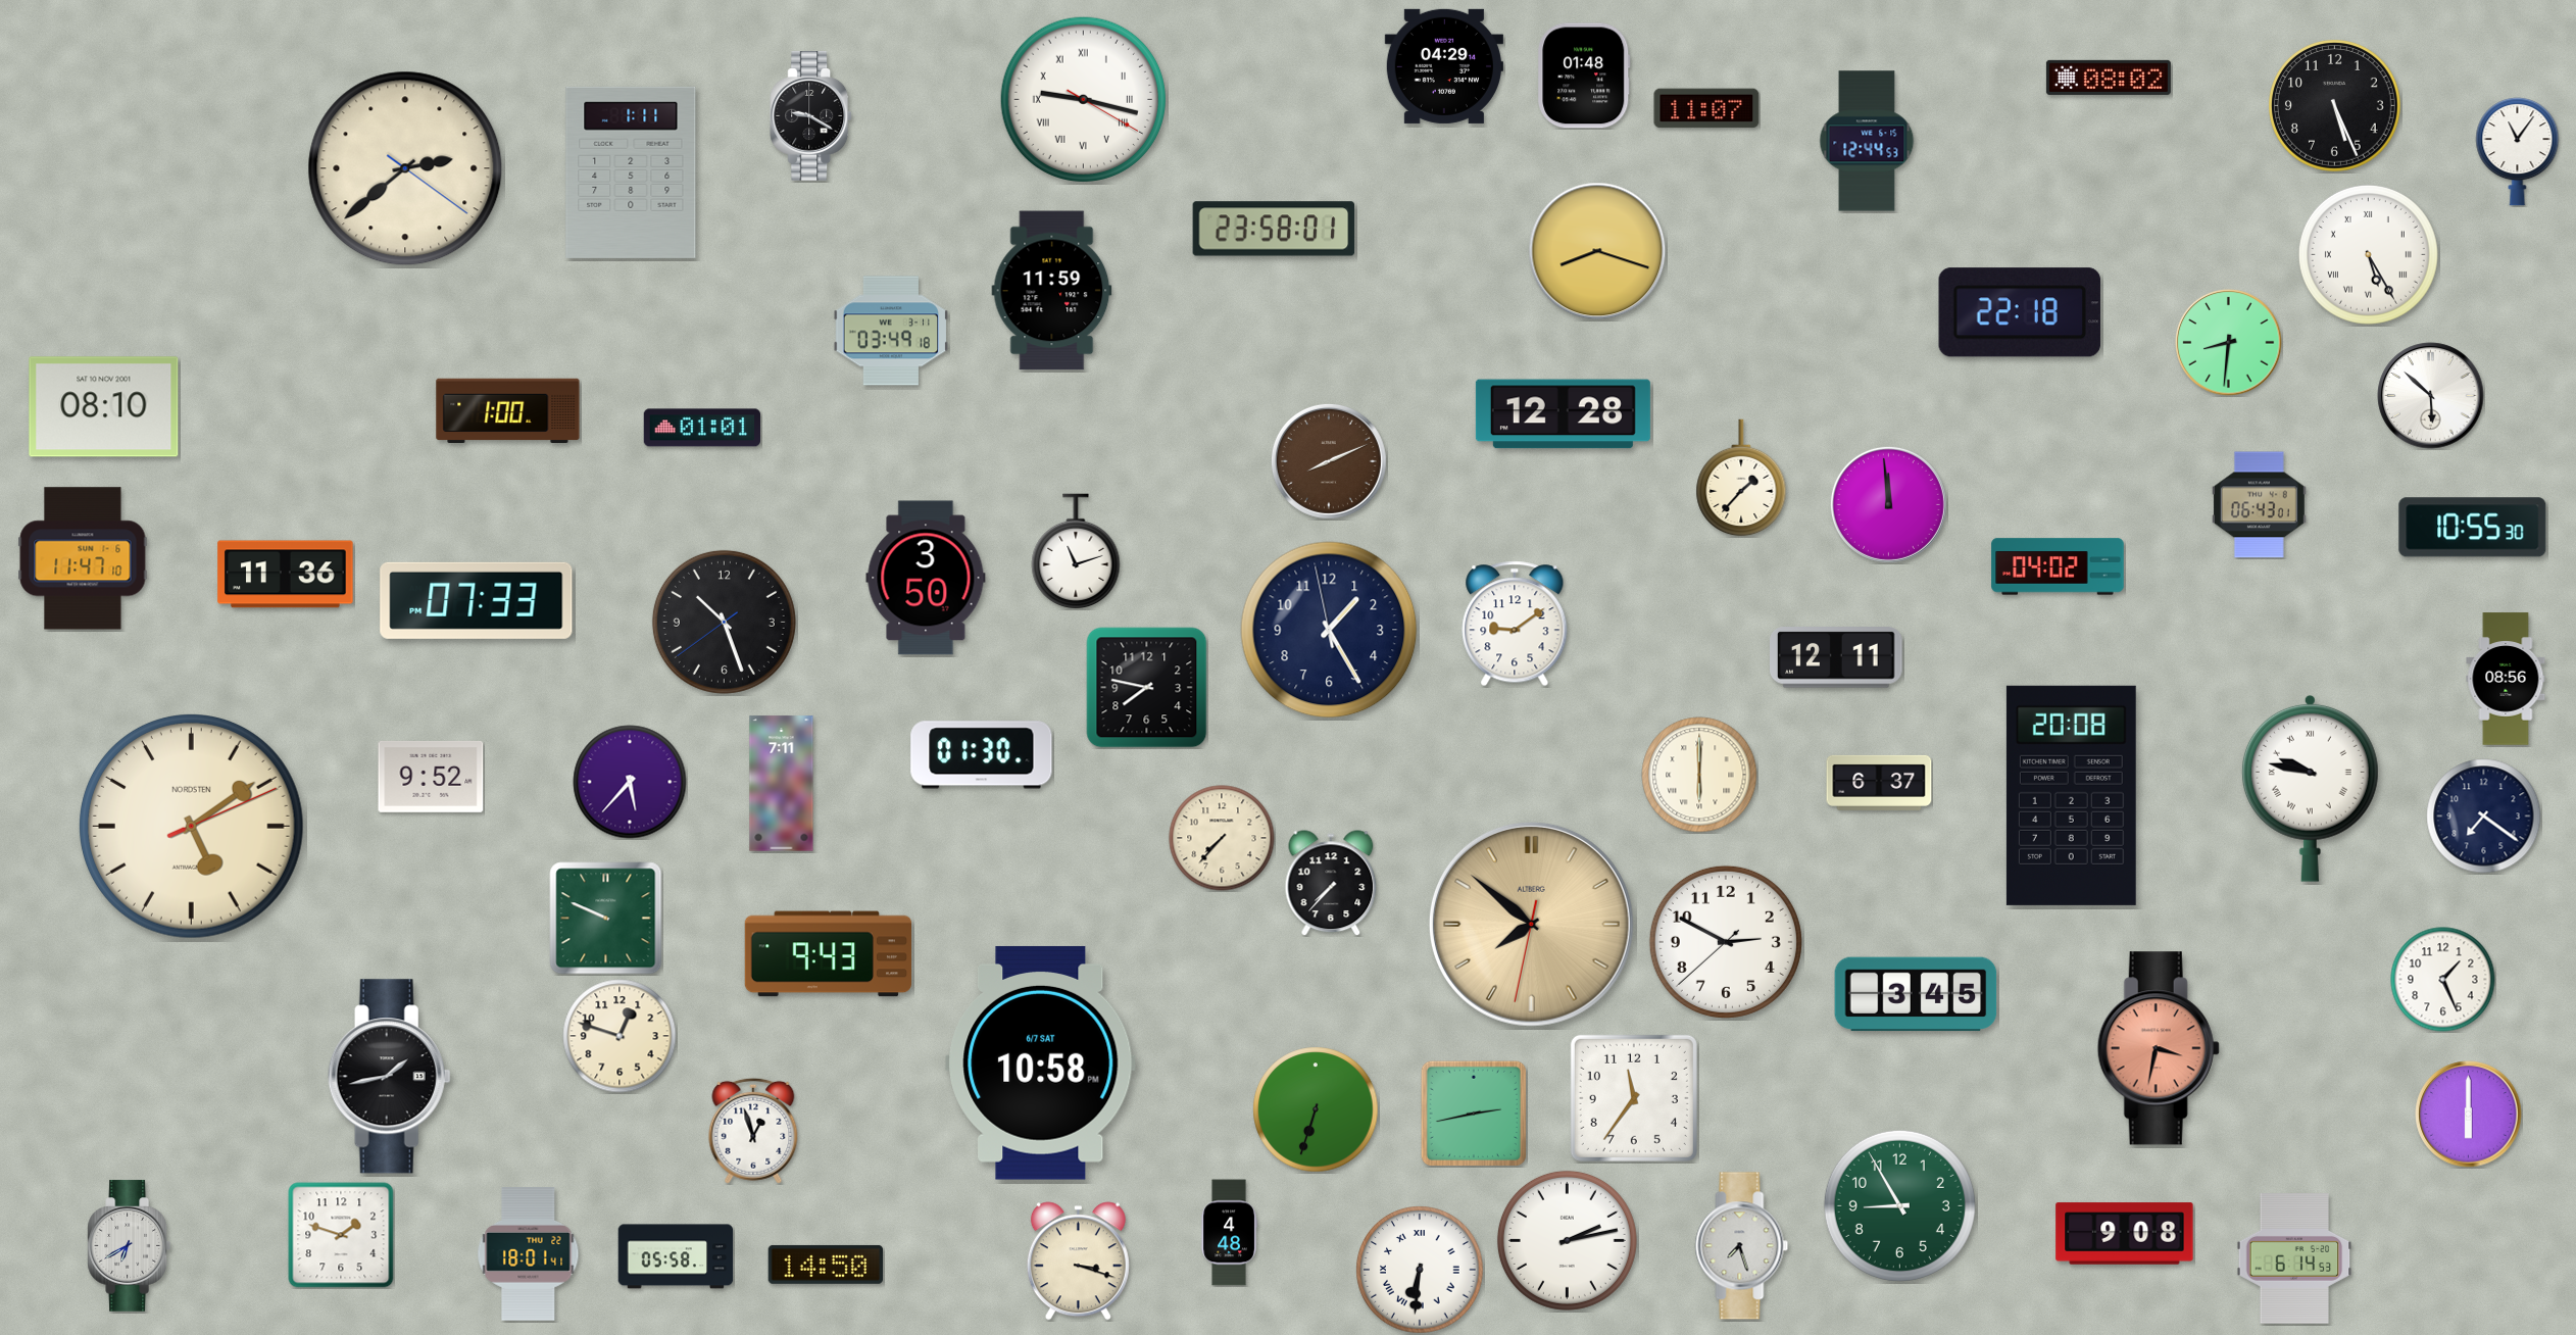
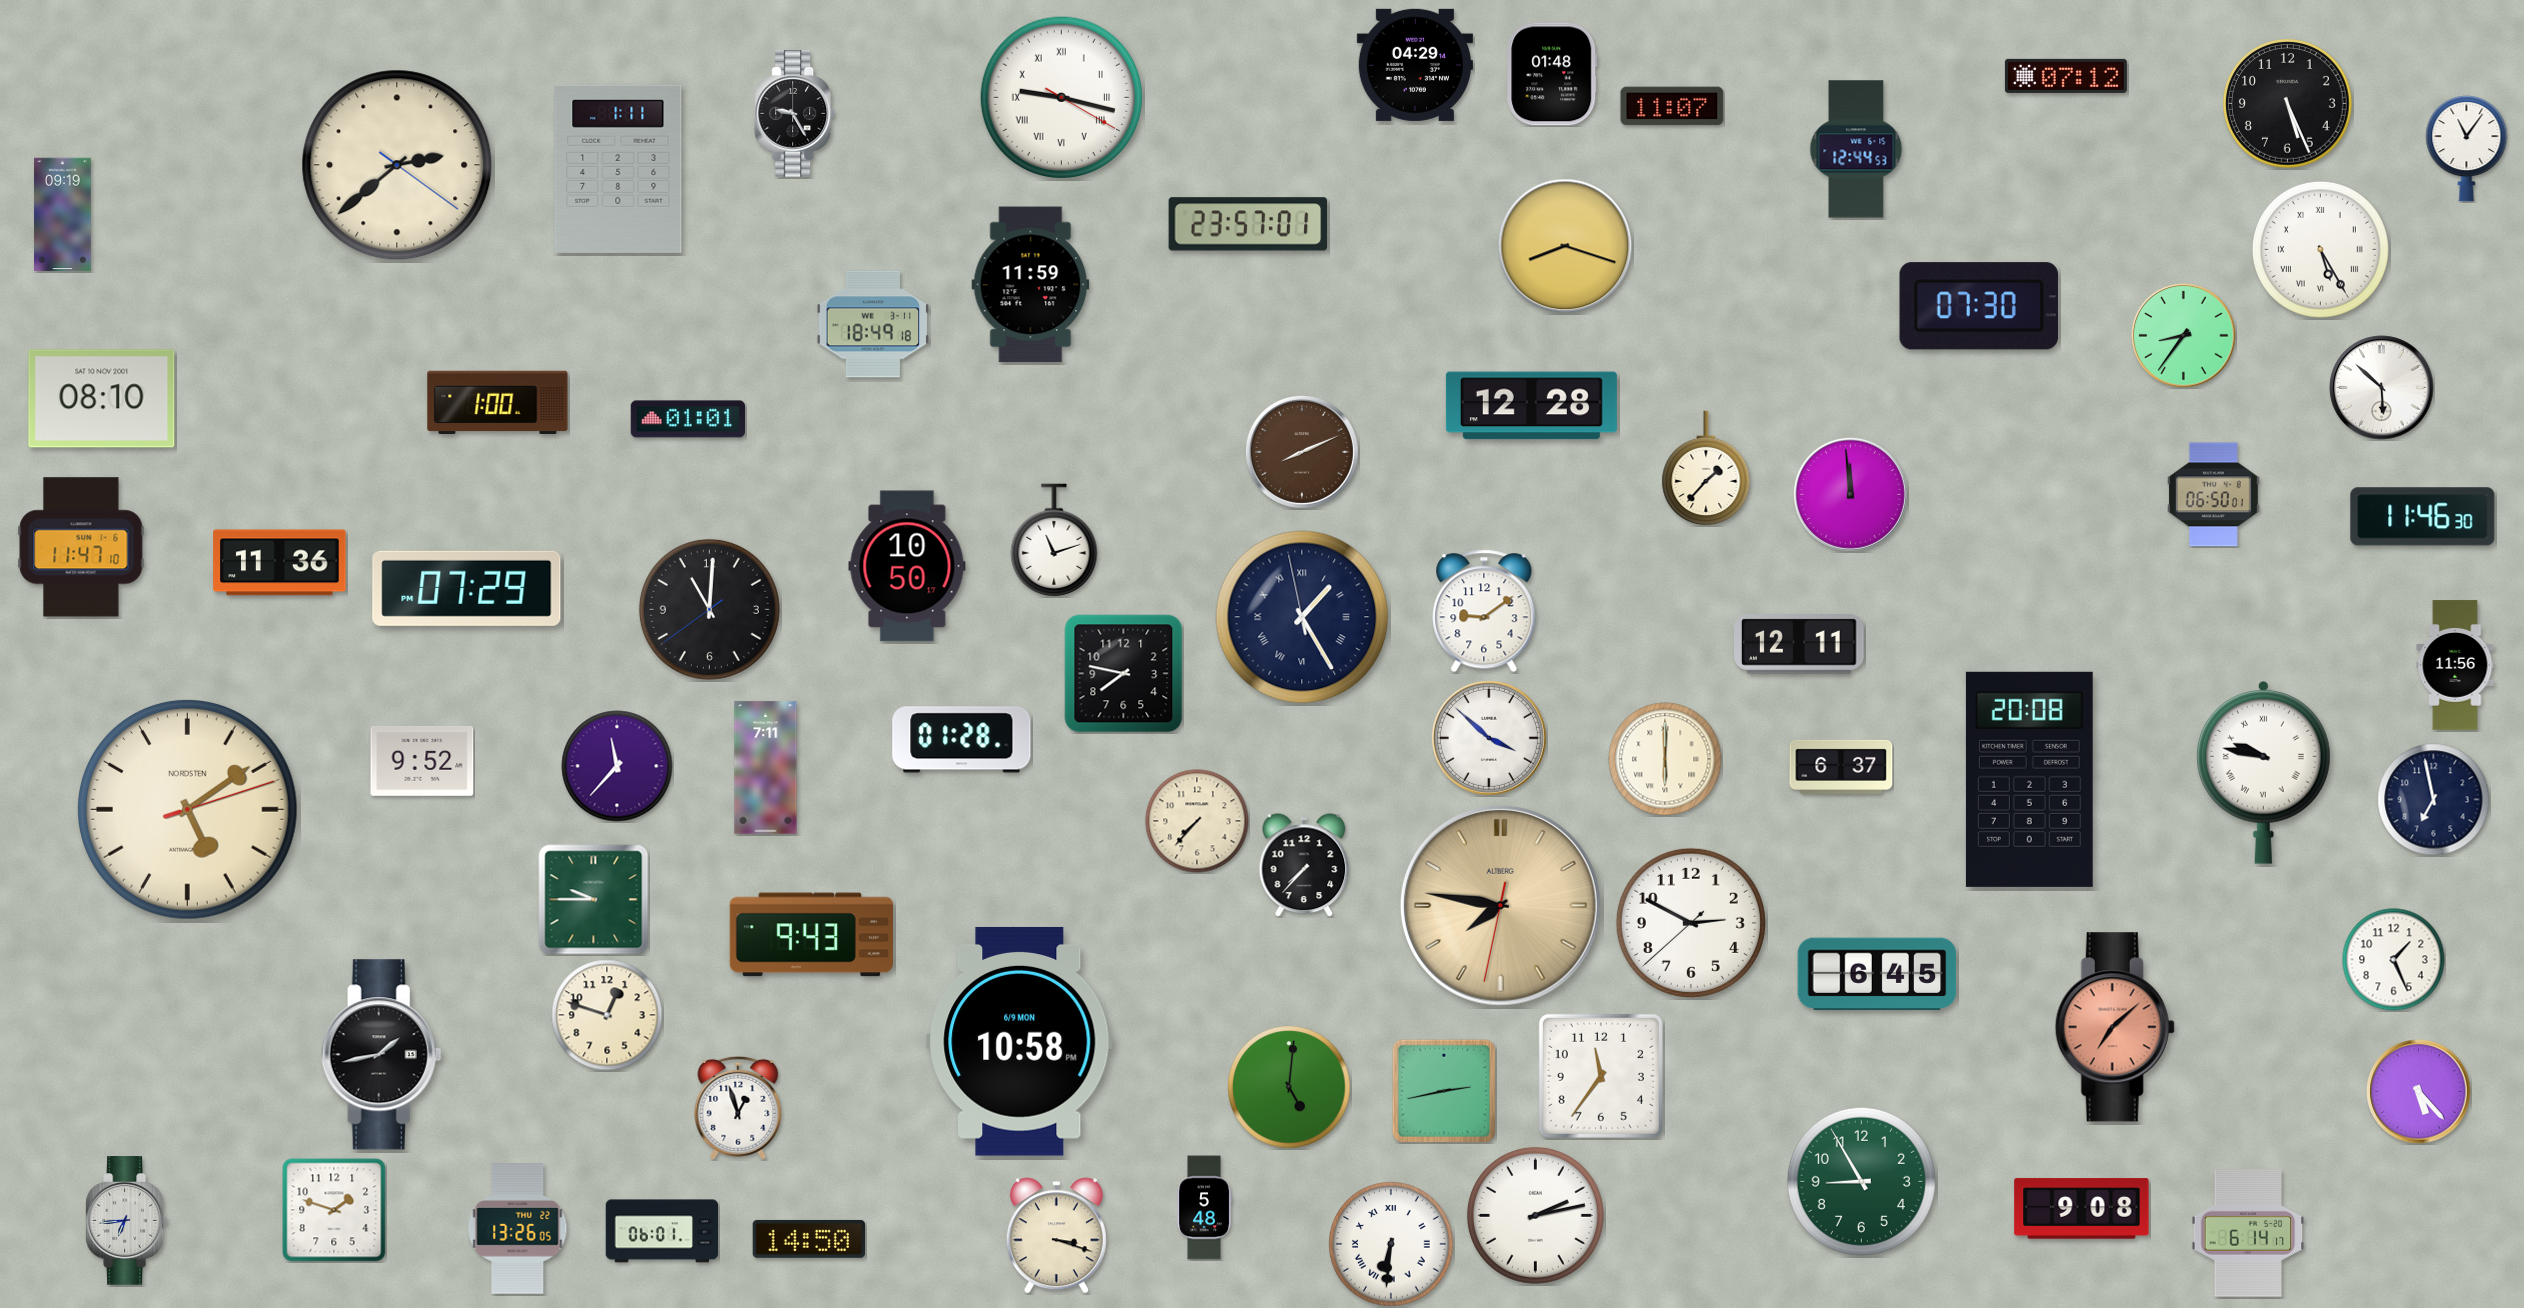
clock at (2109, 78): 08:02 -> 07:12
clock at (811, 116): 9:20 -> 9:25
clock at (1867, 141) position: (1867, 141) -> (1856, 149)
clock at (63, 215): none -> 09:19
clock at (1274, 229): 23:58 -> 23:57
clock at (2020, 312): 22:18 -> 07:30
clock at (891, 331): 03:49 -> 18:49
clock at (2229, 343): 8:31 -> 8:36
clock at (2259, 505): 06:43 -> 06:50
clock at (2473, 528): 10:55 -> 11:46
clock at (2058, 566): 04:02 -> none
clock at (926, 578): 3:50 -> 10:50
clock at (477, 600): 07:33 -> 07:29
clock at (724, 622): 10:26 -> 11:00
clock at (1329, 630) numerals: Arabic -> Roman
clock at (2506, 679): 08:56 -> 11:56
clock at (1489, 738): none -> 3:52
clock at (982, 755): 01:30 -> 01:28
clock at (630, 782): 5:37 -> 11:37
clock at (2484, 817): 7:21 -> 6:58
clock at (191, 826): 5:09:11 -> 5:09:12
clock at (606, 919): 9:49 -> 9:45
clock at (1531, 924): 7:51 -> 7:46
clock at (1916, 994): 3:45 -> 6:45
clock at (2159, 1048): 3:32 -> 7:08
clock at (1041, 1062) date: 6/7 SAT -> 6/9 MON
clock at (1316, 1109): 6:33 -> 5:01
clock at (2469, 1115): 6:00 -> 5:23
clock at (1229, 1233): 4:48 -> 5:48
clock at (129, 1246): 6:40 -> 6:44
clock at (1742, 1246): 7:27 -> none
clock at (529, 1254): 18:01 -> 13:26
clock at (676, 1256): 05:58 -> 06:01
clock at (2294, 1259): 6:14:53 -> 6:14:17
